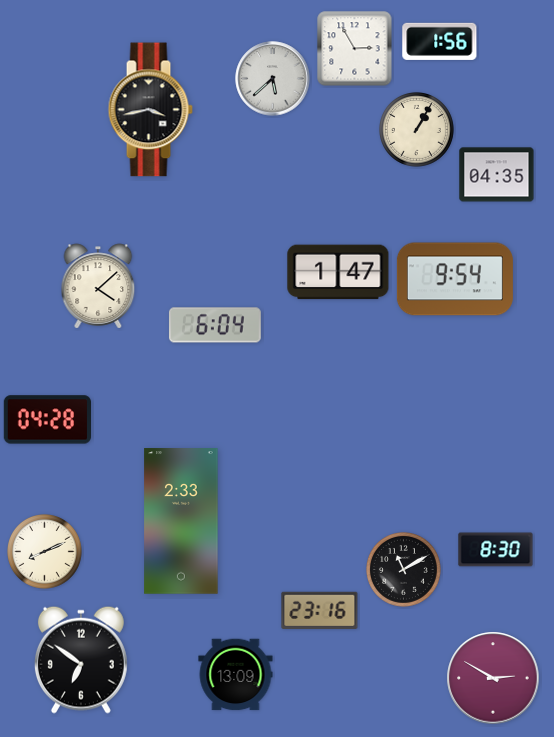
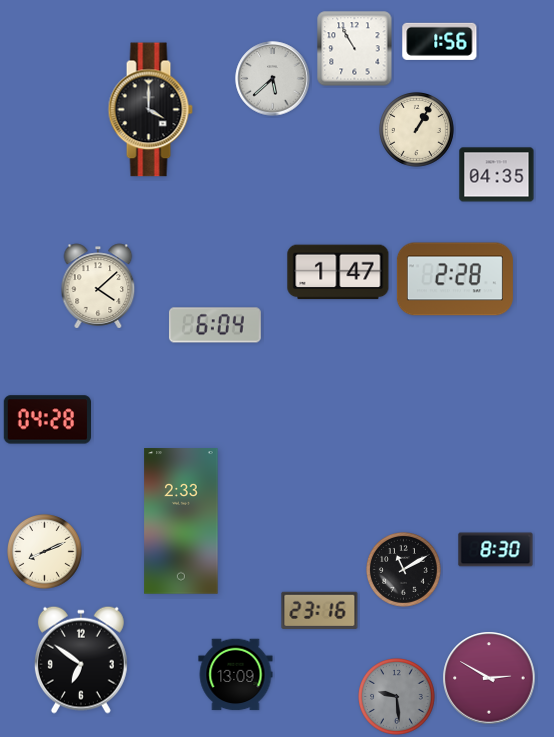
clock at (355, 49): 2:55 -> 10:55
clock at (150, 110): 3:43 -> 4:00
clock at (455, 279): 9:54 -> 2:28
clock at (493, 678) position: (493, 678) -> (489, 678)
clock at (397, 697): none -> 9:29
